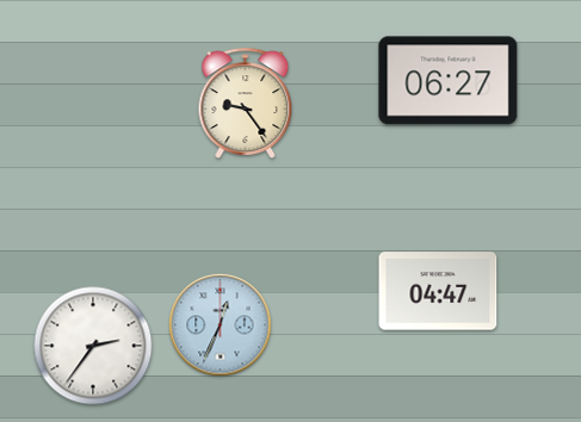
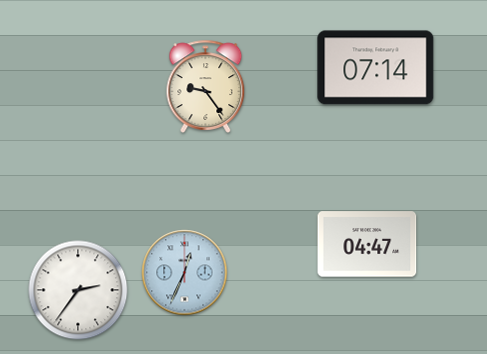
clock at (449, 81): 06:27 -> 07:14
